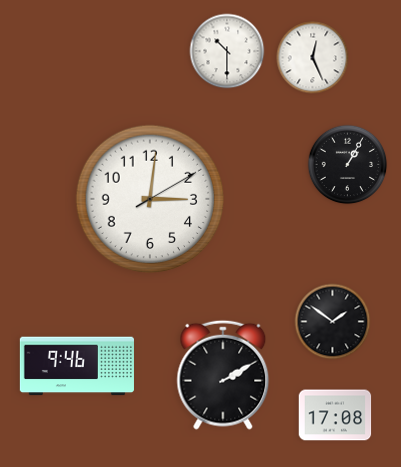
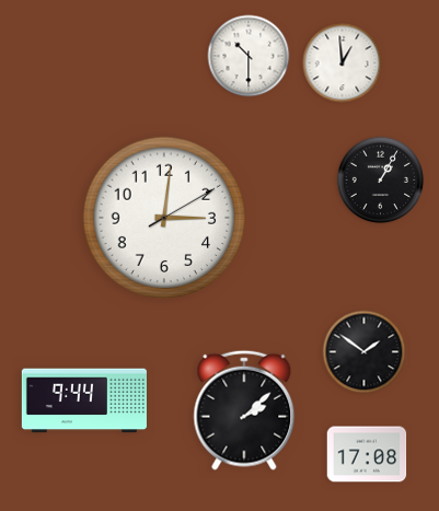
clock at (313, 58): 12:26 -> 12:59
clock at (77, 366): 9:46 -> 9:44
clock at (223, 375): 2:10 -> 2:08
